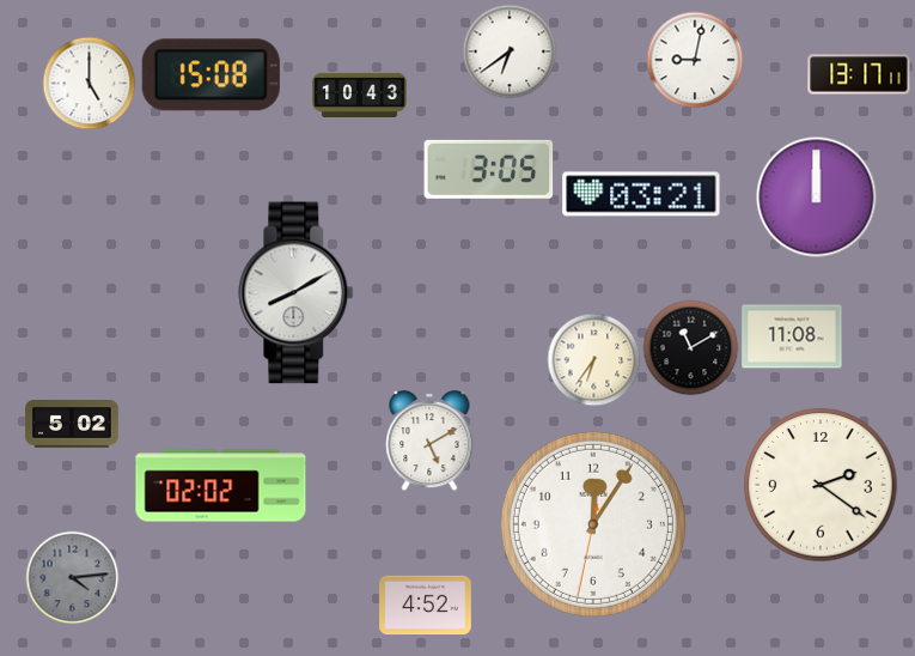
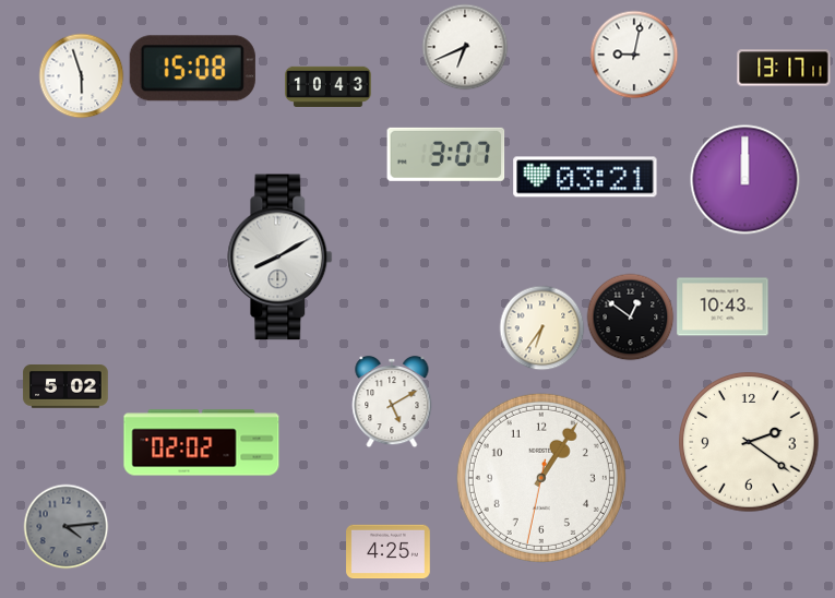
clock at (510, 51): 6:39 -> 6:41
clock at (89, 83): 5:00 -> 5:57
clock at (489, 169): 3:05 -> 3:07
clock at (297, 293) position: (297, 293) -> (281, 258)
clock at (792, 336): 11:08 -> 10:43
clock at (690, 347): 11:10 -> 12:51
clock at (593, 524): 12:05 -> 1:05
clock at (426, 606): 4:52 -> 4:25
